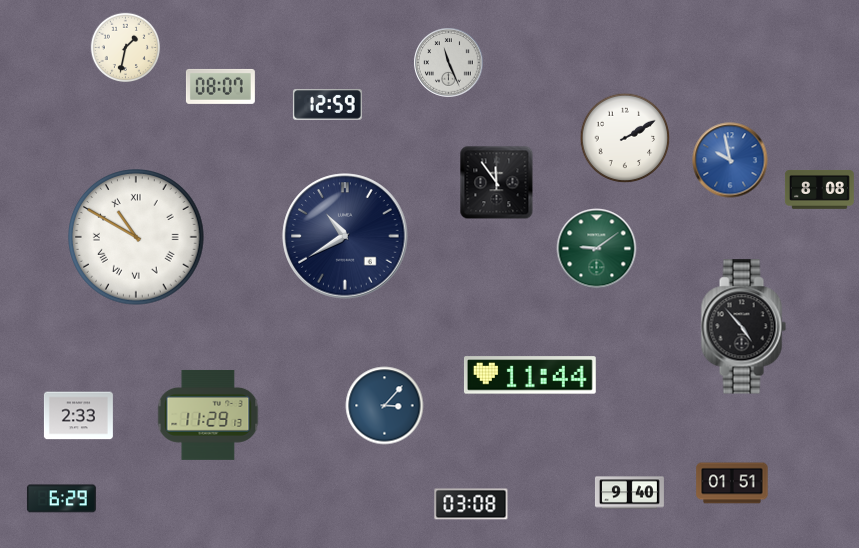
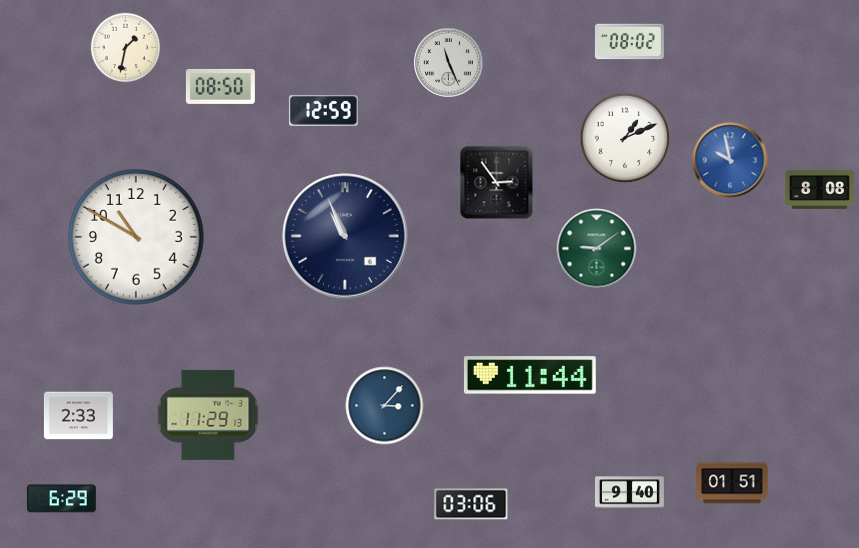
clock at (629, 42): none -> 08:02
clock at (220, 86): 08:07 -> 08:50
clock at (327, 105) position: (327, 105) -> (323, 111)
clock at (625, 138): 2:10 -> 1:11
clock at (497, 183): 11:54 -> 2:54
clock at (345, 236): 10:40 -> 10:56
clock at (137, 238) numerals: Roman -> Arabic
clock at (743, 327): 4:53 -> none
clock at (471, 504): 03:08 -> 03:06
